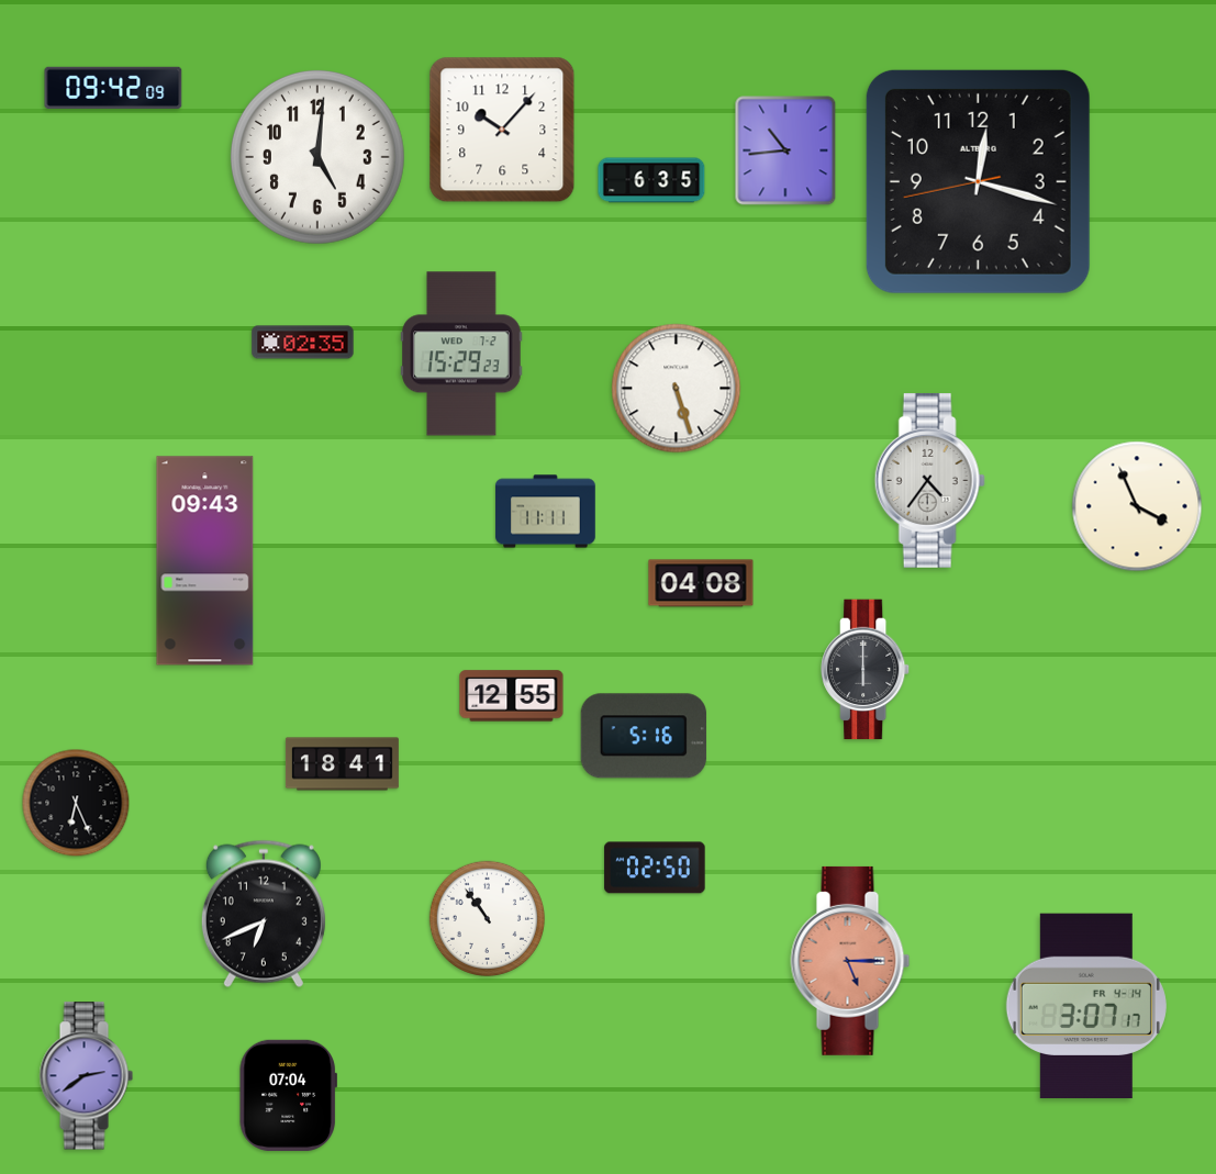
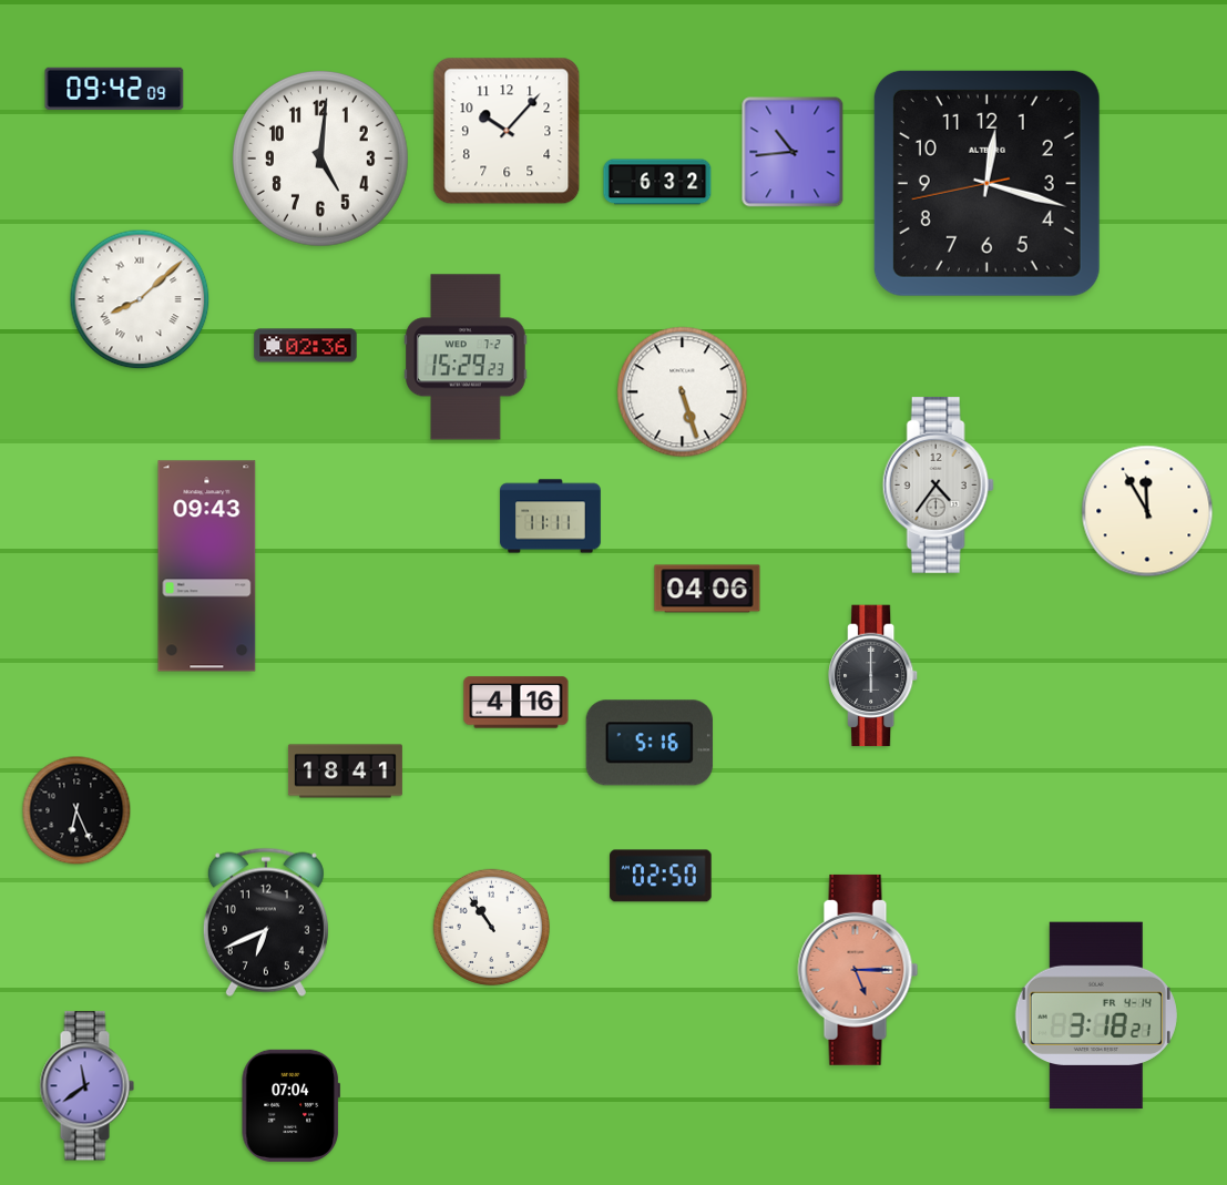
clock at (651, 180): 6:35 -> 6:32
clock at (140, 299): none -> 8:08
clock at (303, 343): 02:35 -> 02:36
clock at (1137, 506): 3:56 -> 11:55
clock at (701, 583): 04:08 -> 04:06
clock at (512, 696): 12:55 -> 4:16
clock at (1086, 1006): 3:07 -> 3:18
clock at (86, 1076): 2:39 -> 11:39
